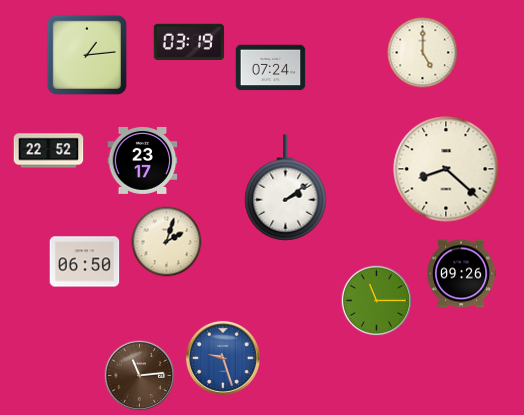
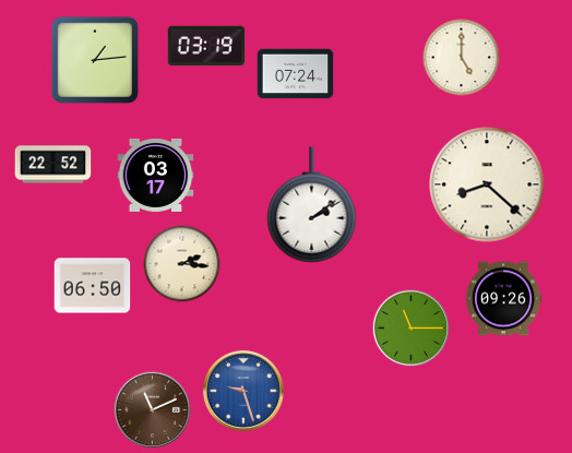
clock at (143, 160): 23:17 -> 03:17
clock at (167, 242): 2:03 -> 2:16
clock at (140, 376): 11:14 -> 11:11
